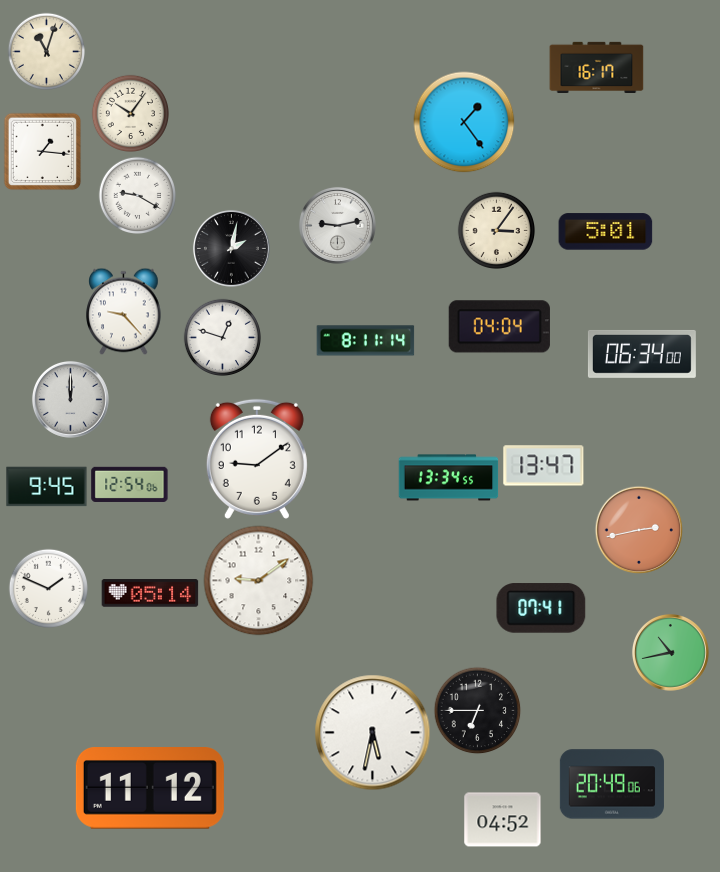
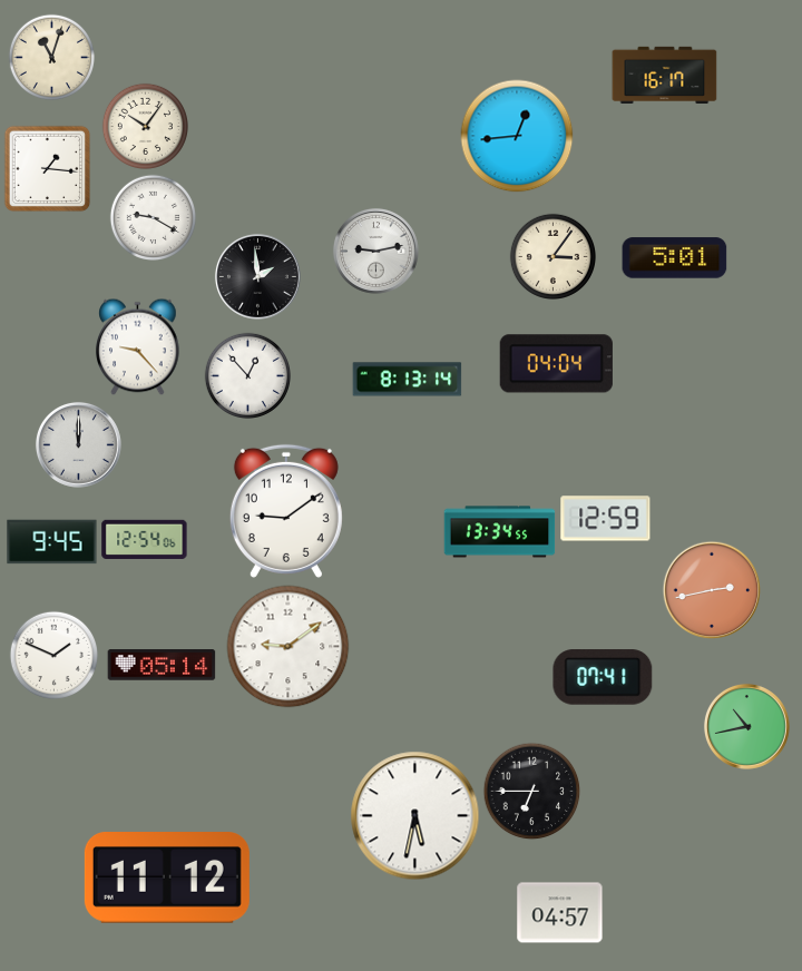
clock at (464, 122): 1:24 -> 12:44
clock at (231, 248): 2:02 -> 1:59
clock at (222, 337): 12:48 -> 12:53
clock at (366, 341): 8:11 -> 8:13
clock at (642, 354): 06:34 -> none
clock at (544, 466): 13:47 -> 12:59
clock at (150, 593) position: (150, 593) -> (162, 665)
clock at (612, 784): 20:49 -> none
clock at (503, 820): 04:52 -> 04:57
